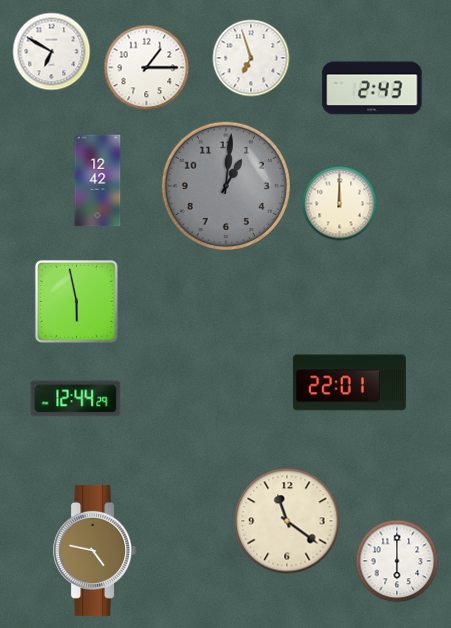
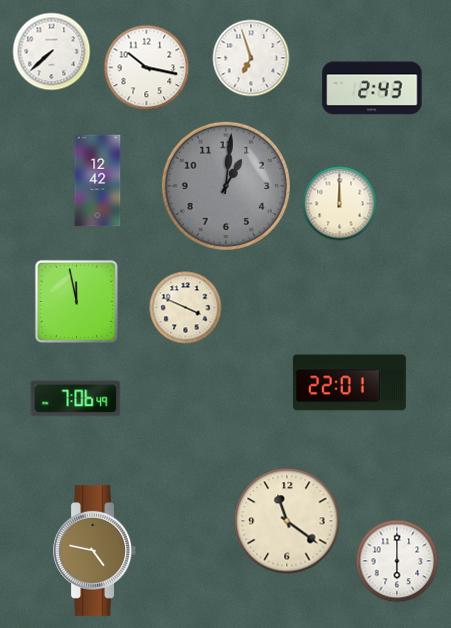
clock at (52, 52): 6:50 -> 7:38
clock at (147, 68): 1:15 -> 10:17
clock at (76, 301): 5:58 -> 11:58
clock at (186, 308): none -> 3:49
clock at (76, 399): 12:44 -> 7:06
